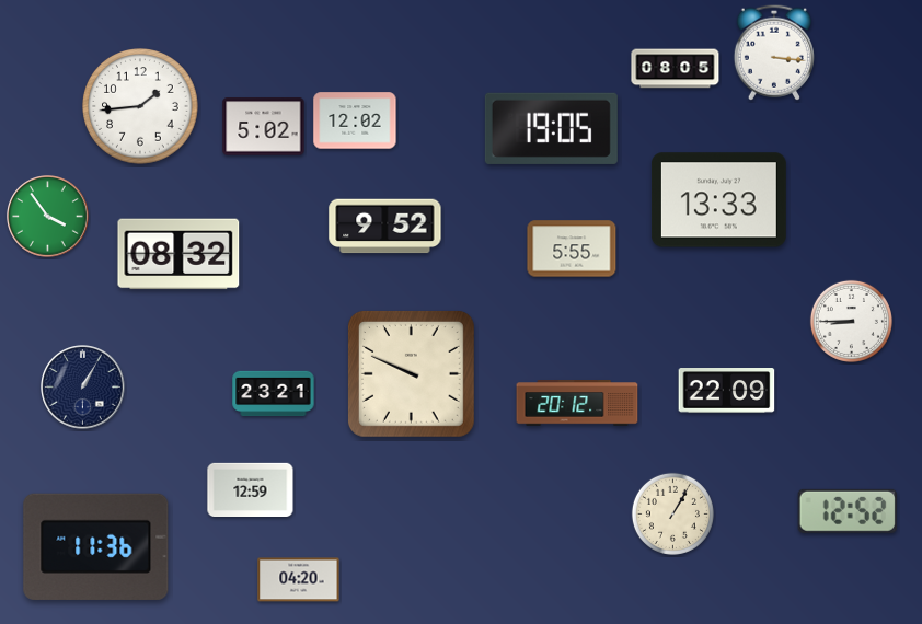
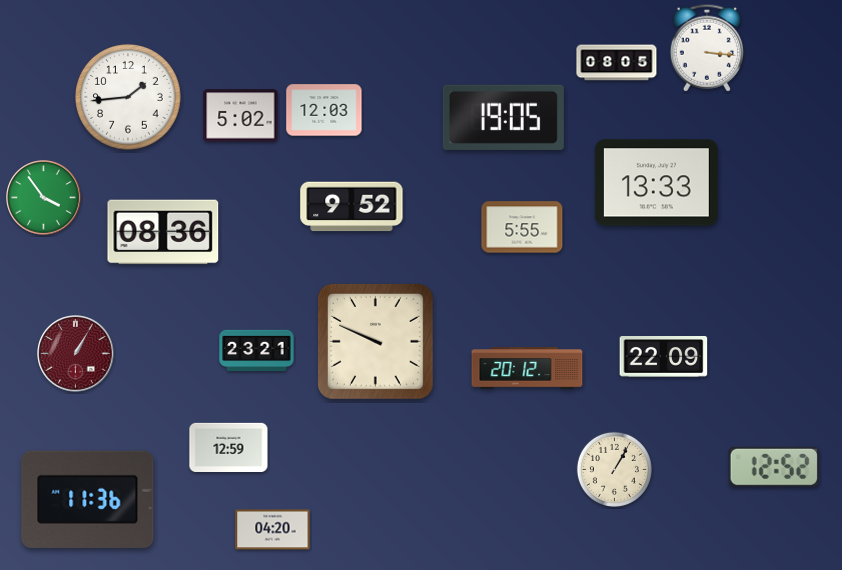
clock at (355, 120): 12:02 -> 12:03
clock at (178, 254): 08:32 -> 08:36
clock at (851, 321): 8:45 -> none
clock at (83, 388) dial: navy -> burgundy
clock at (274, 394) position: (274, 394) -> (257, 351)
